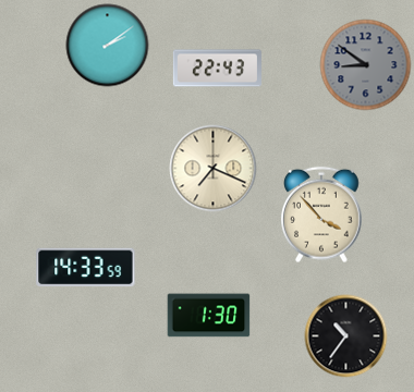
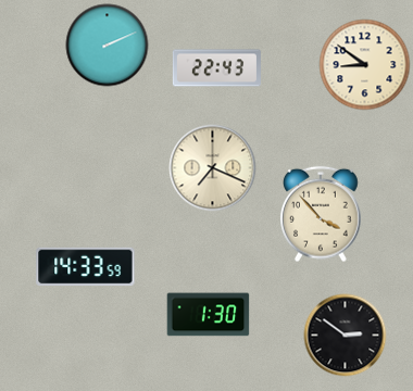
clock at (108, 46): 2:09 -> 2:11
clock at (366, 65) dial: grey -> cream
clock at (346, 336): 10:36 -> 2:51
